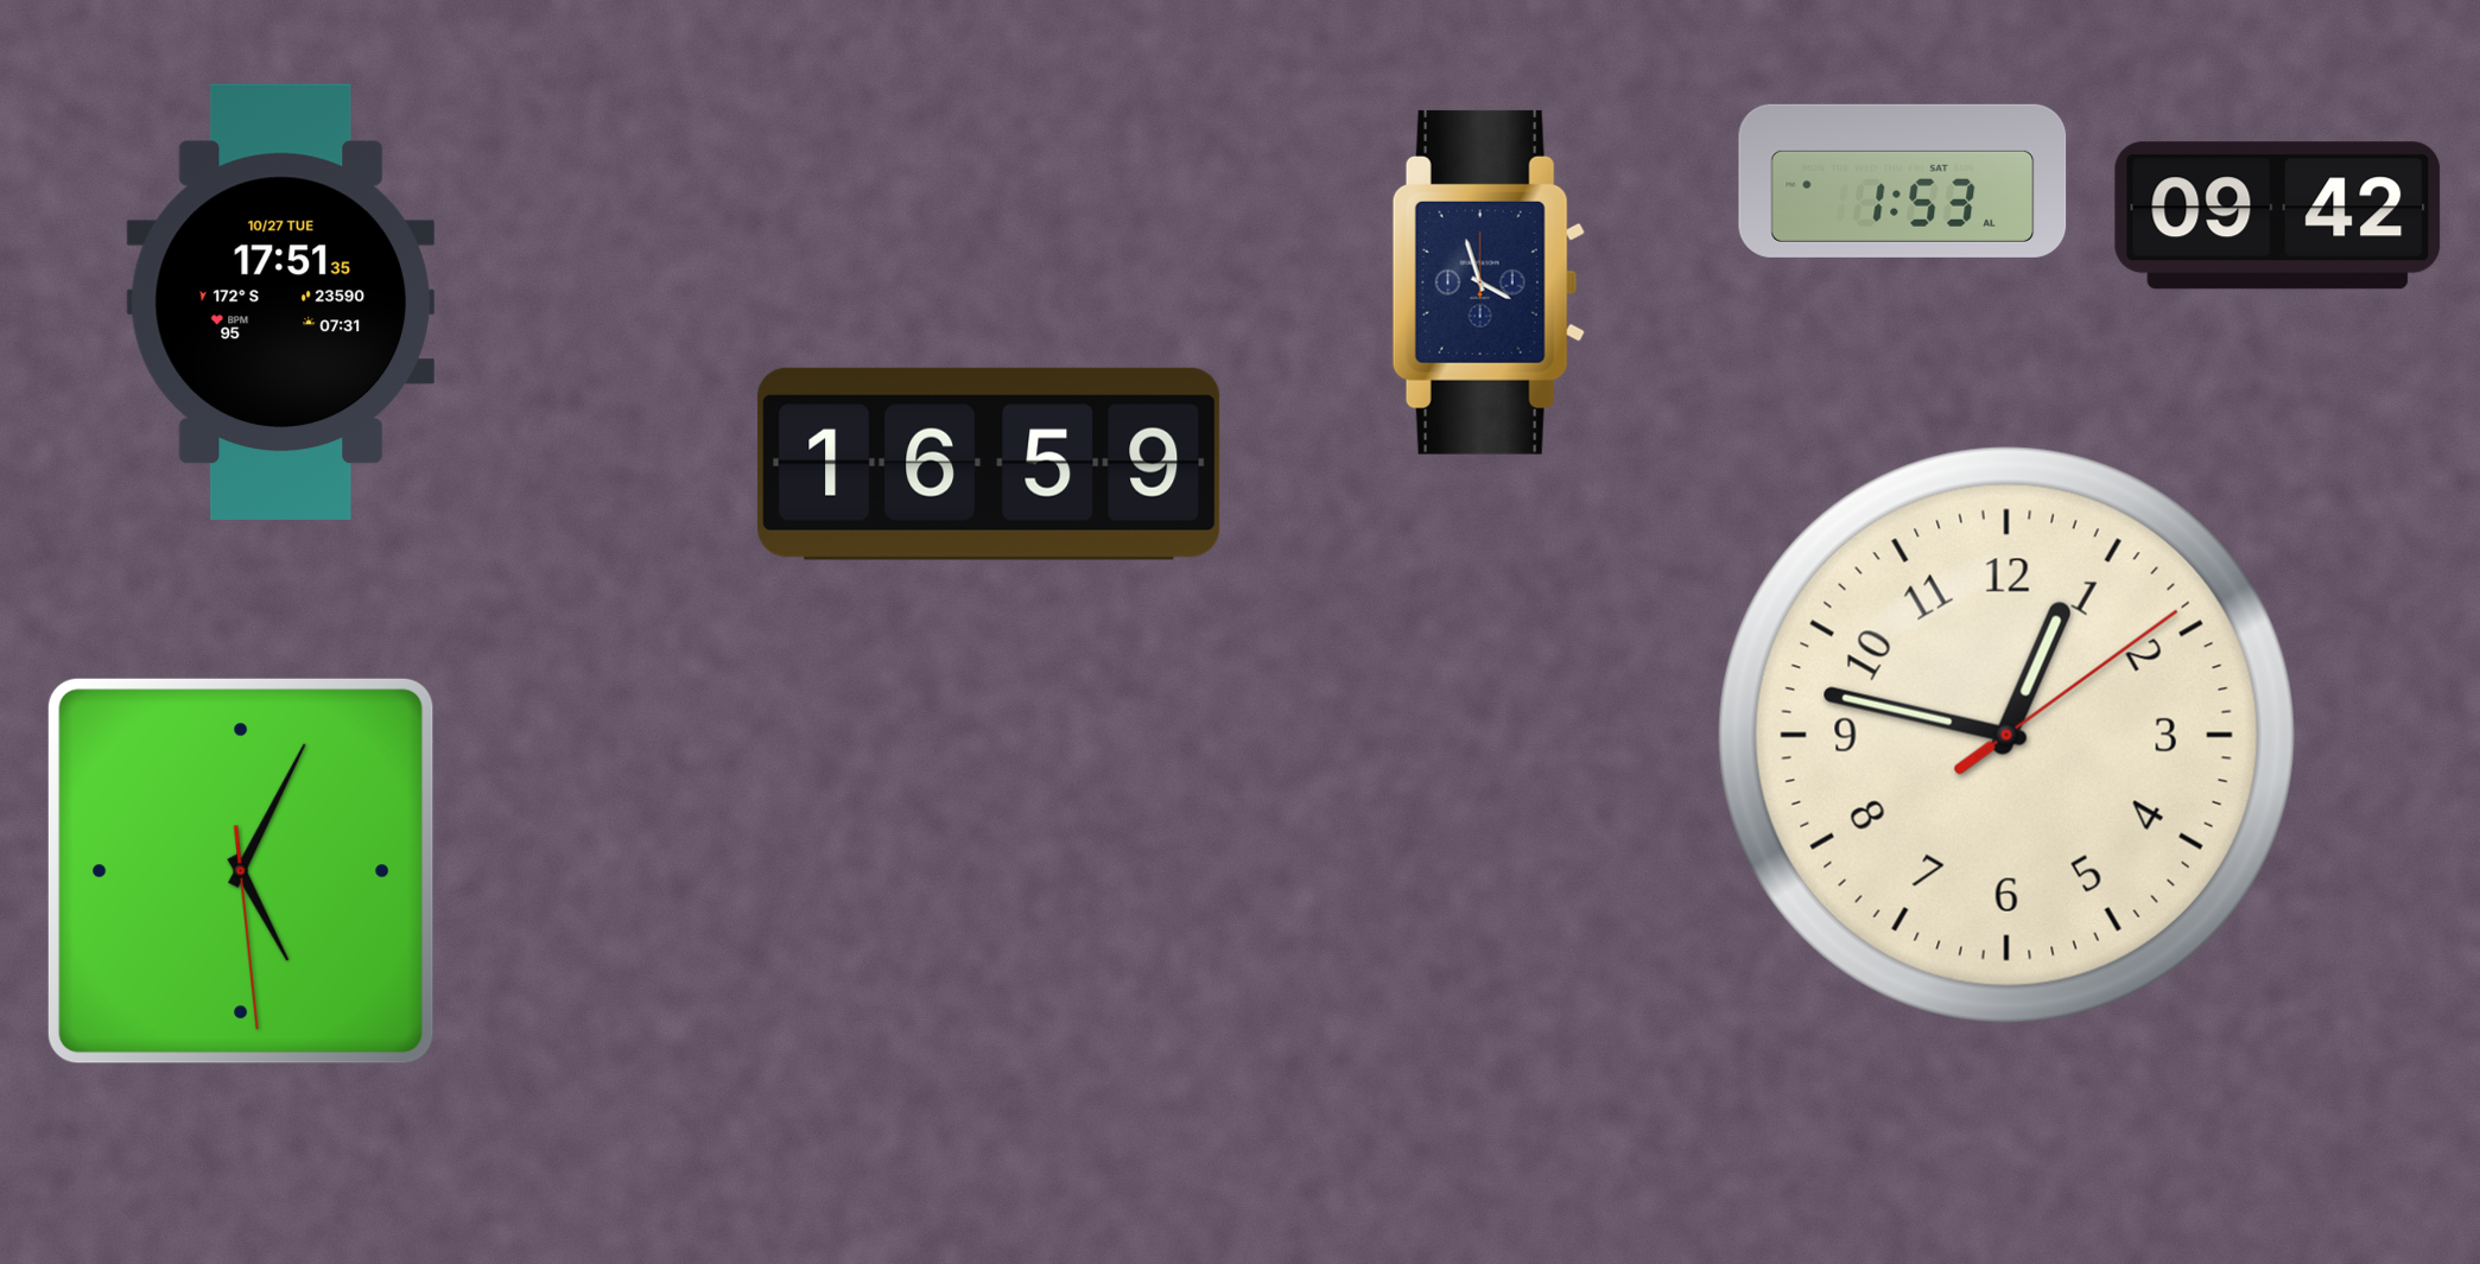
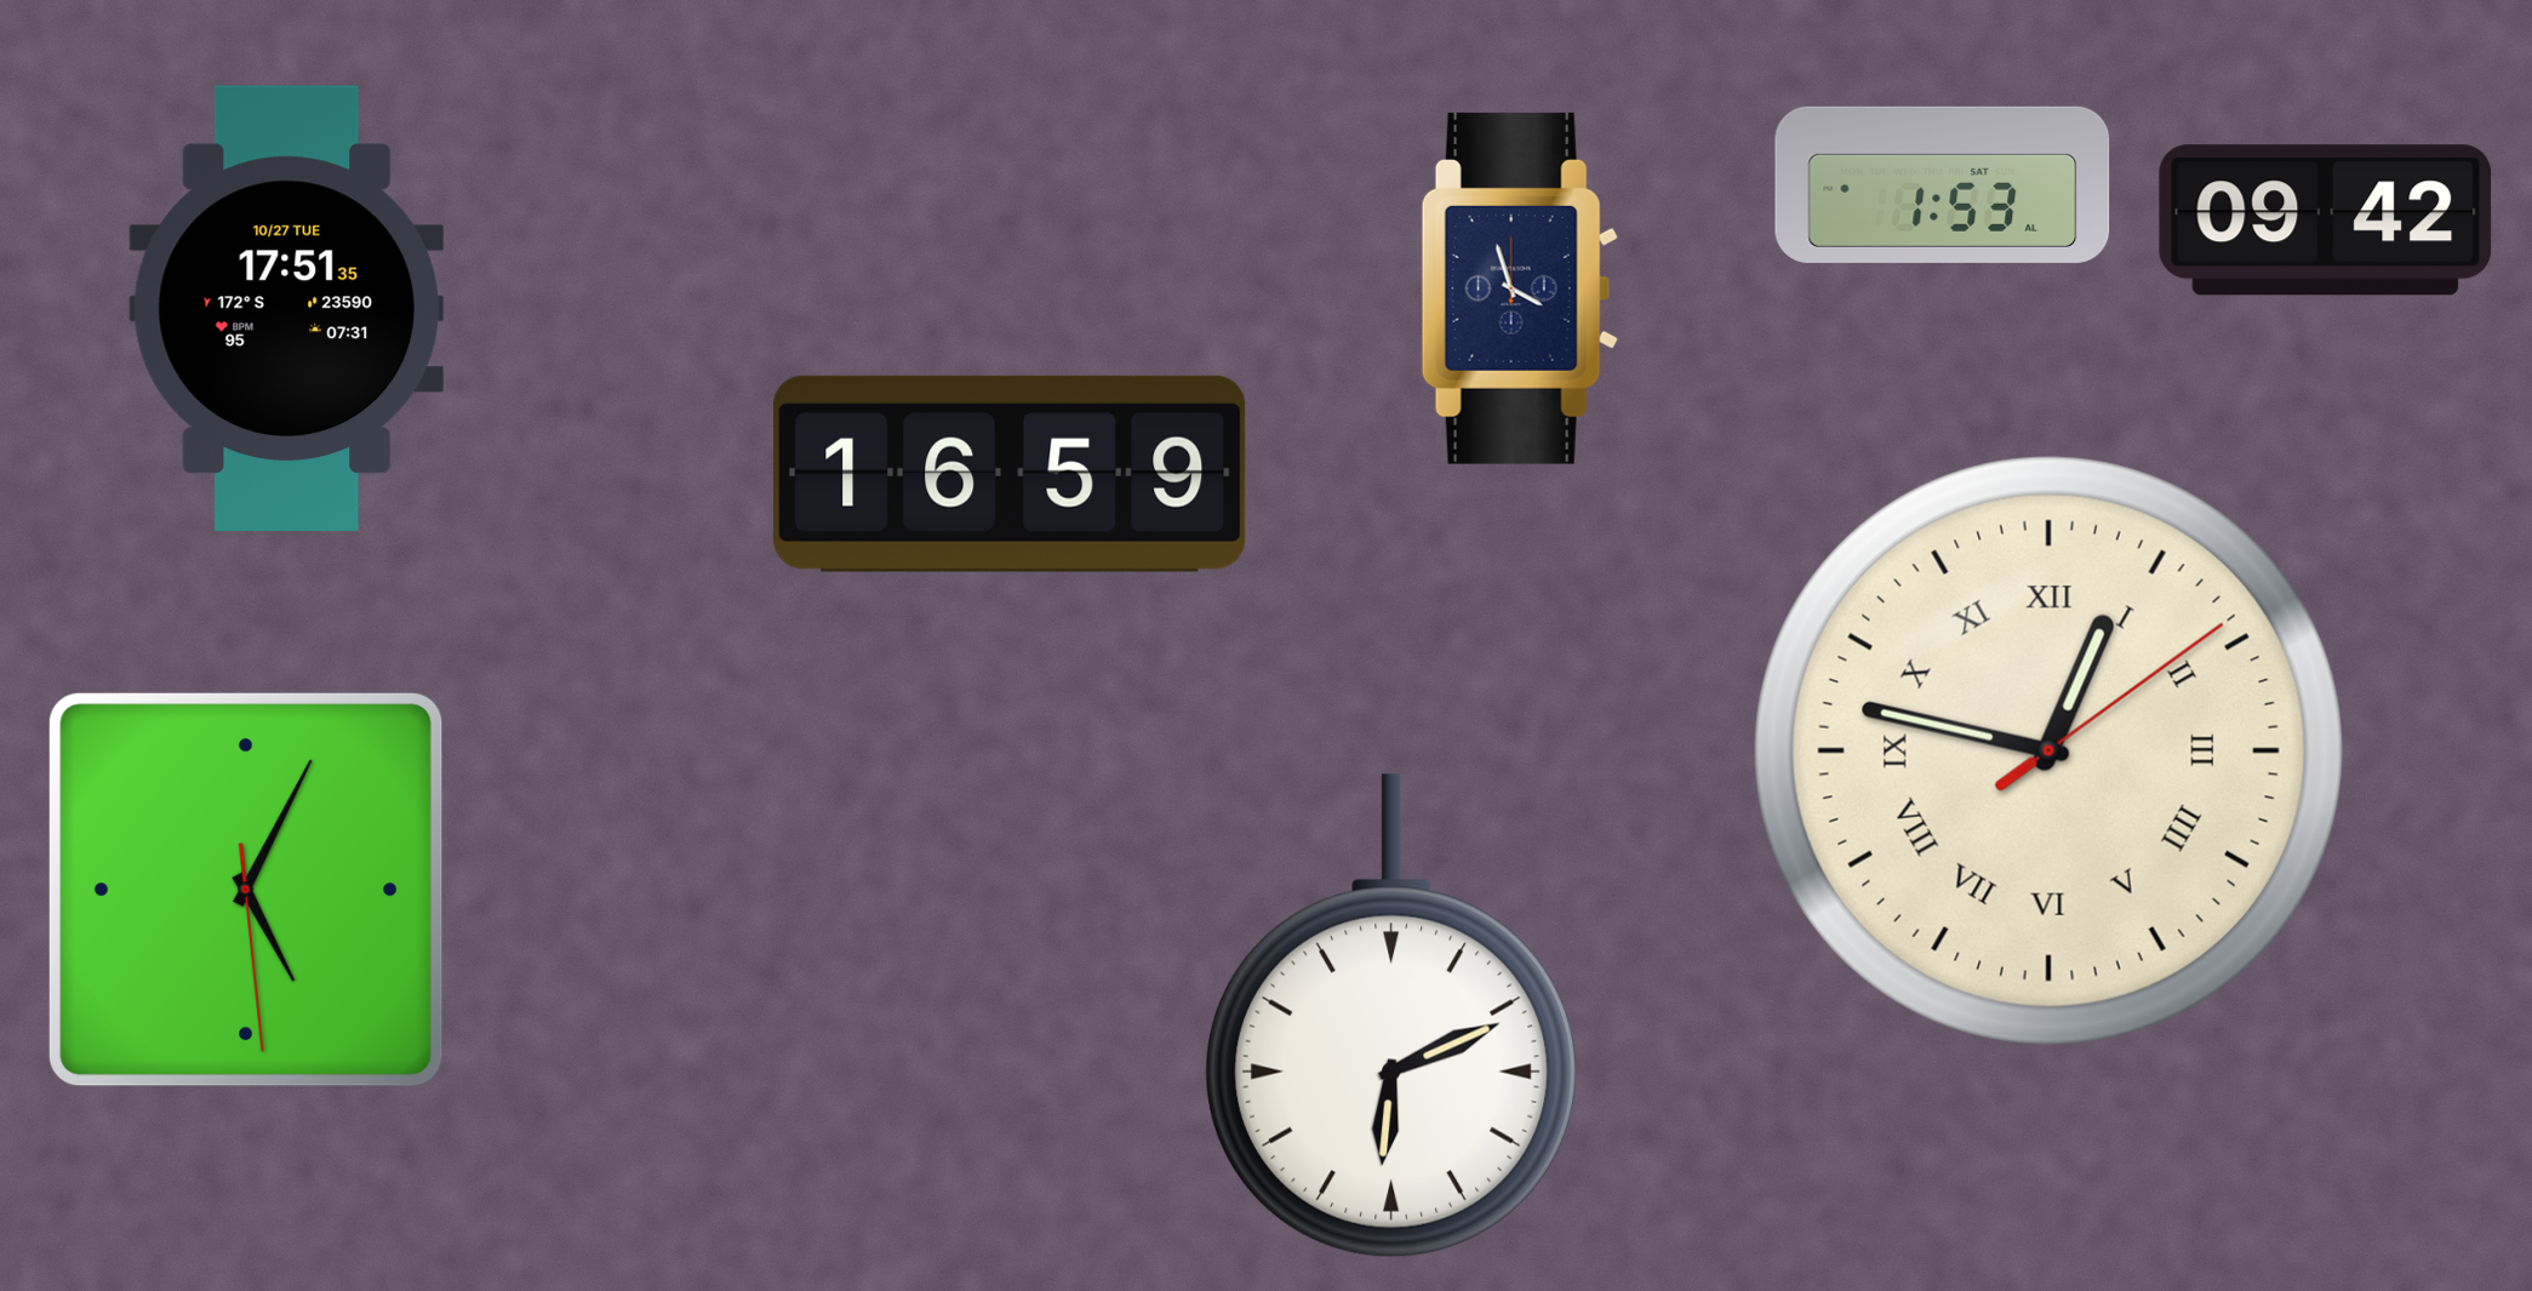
clock at (2006, 735) numerals: Arabic -> Roman
clock at (1393, 1016): none -> 6:11
